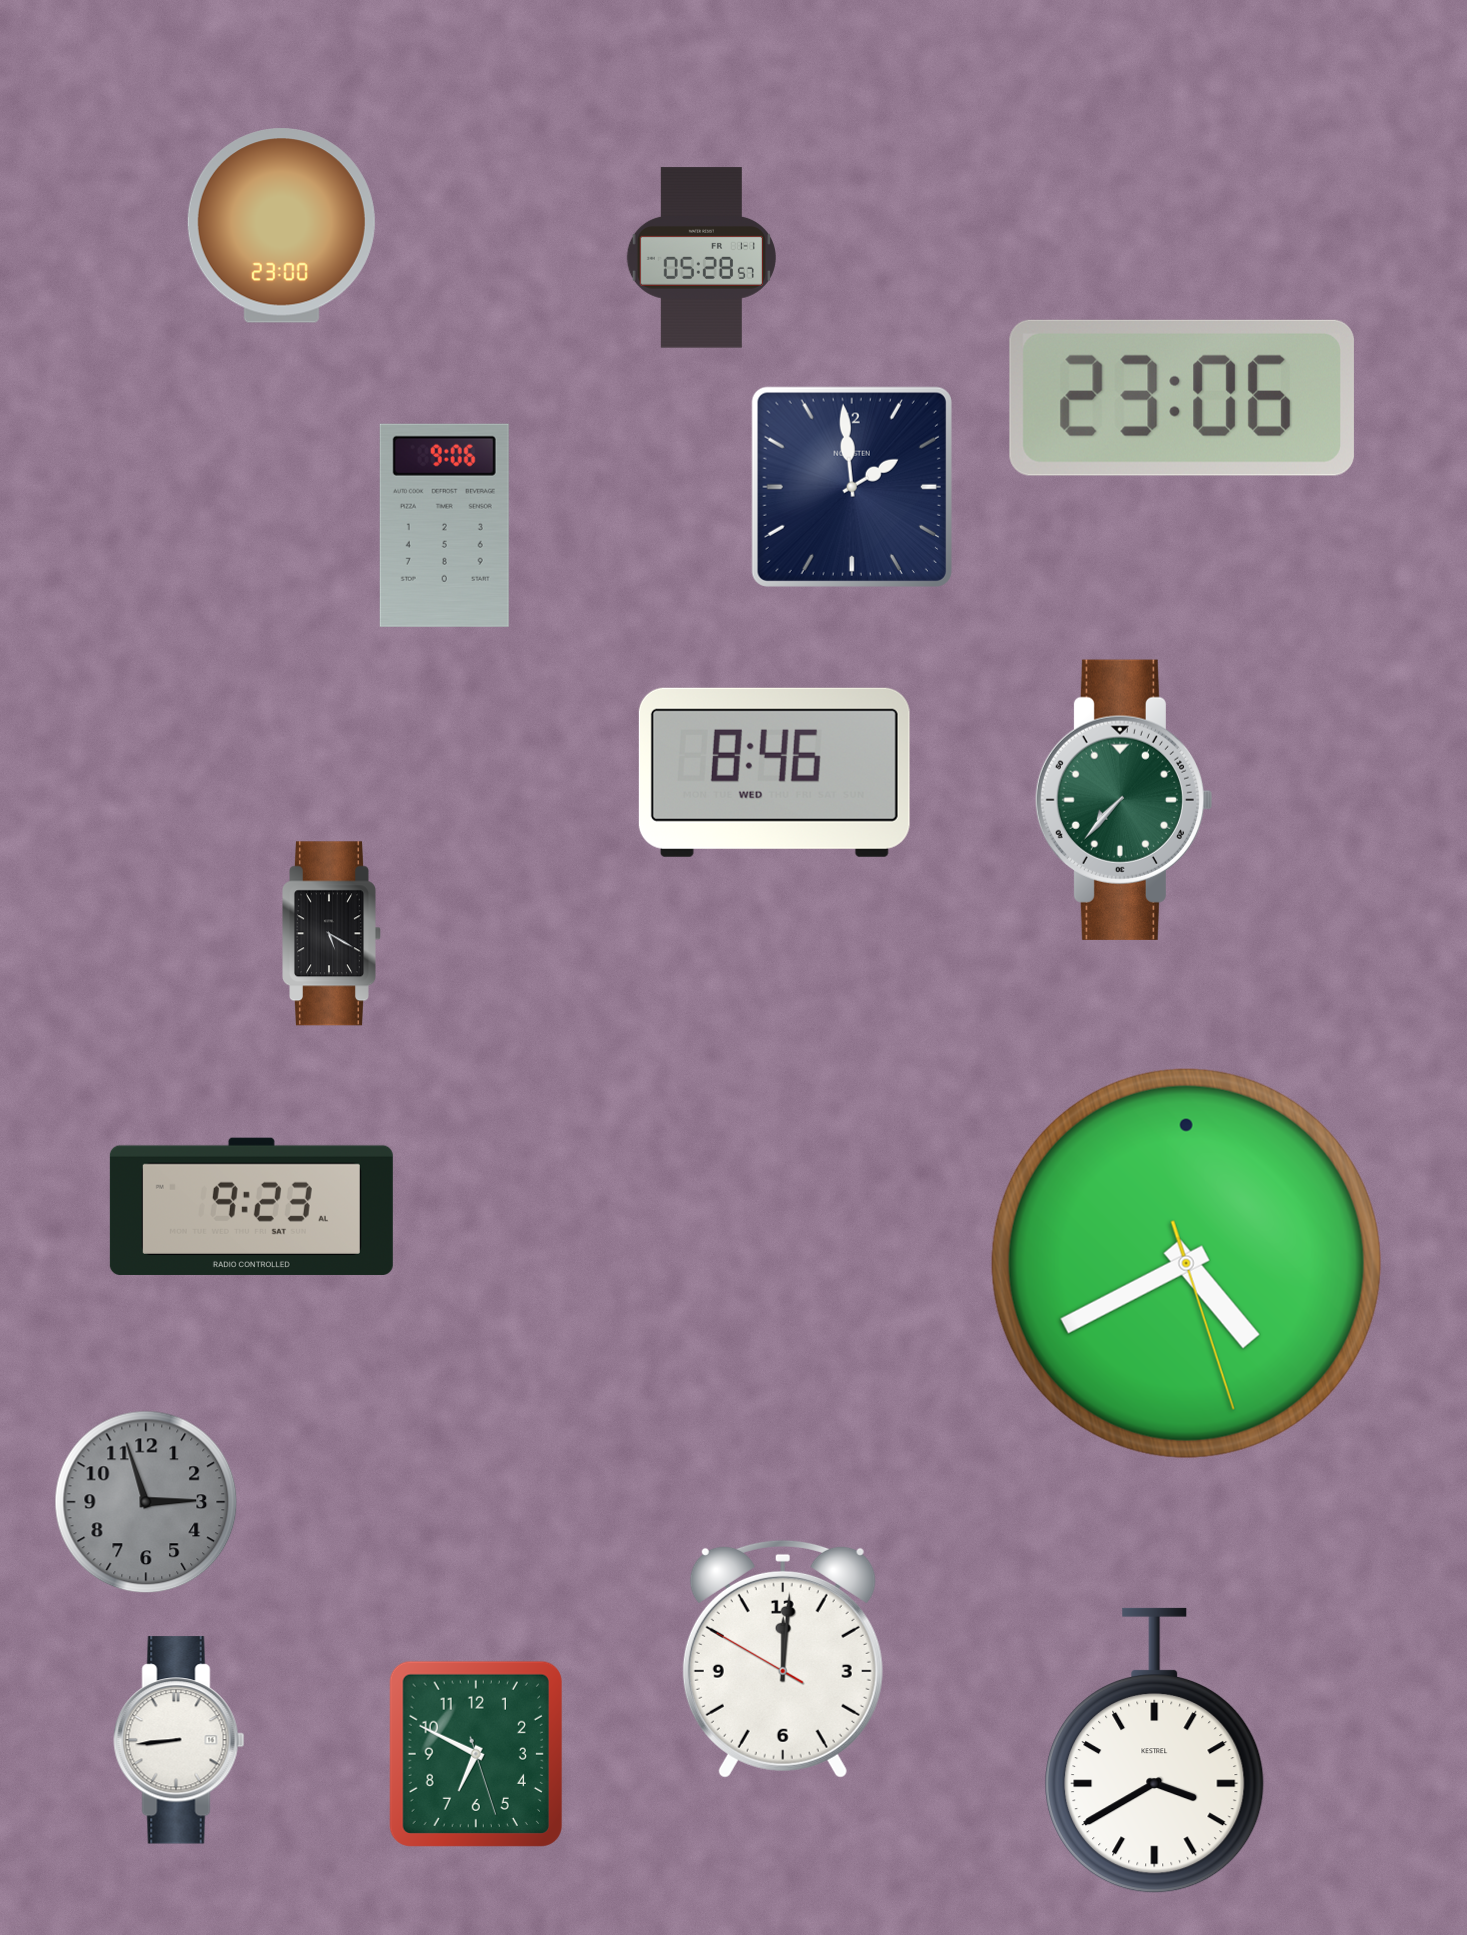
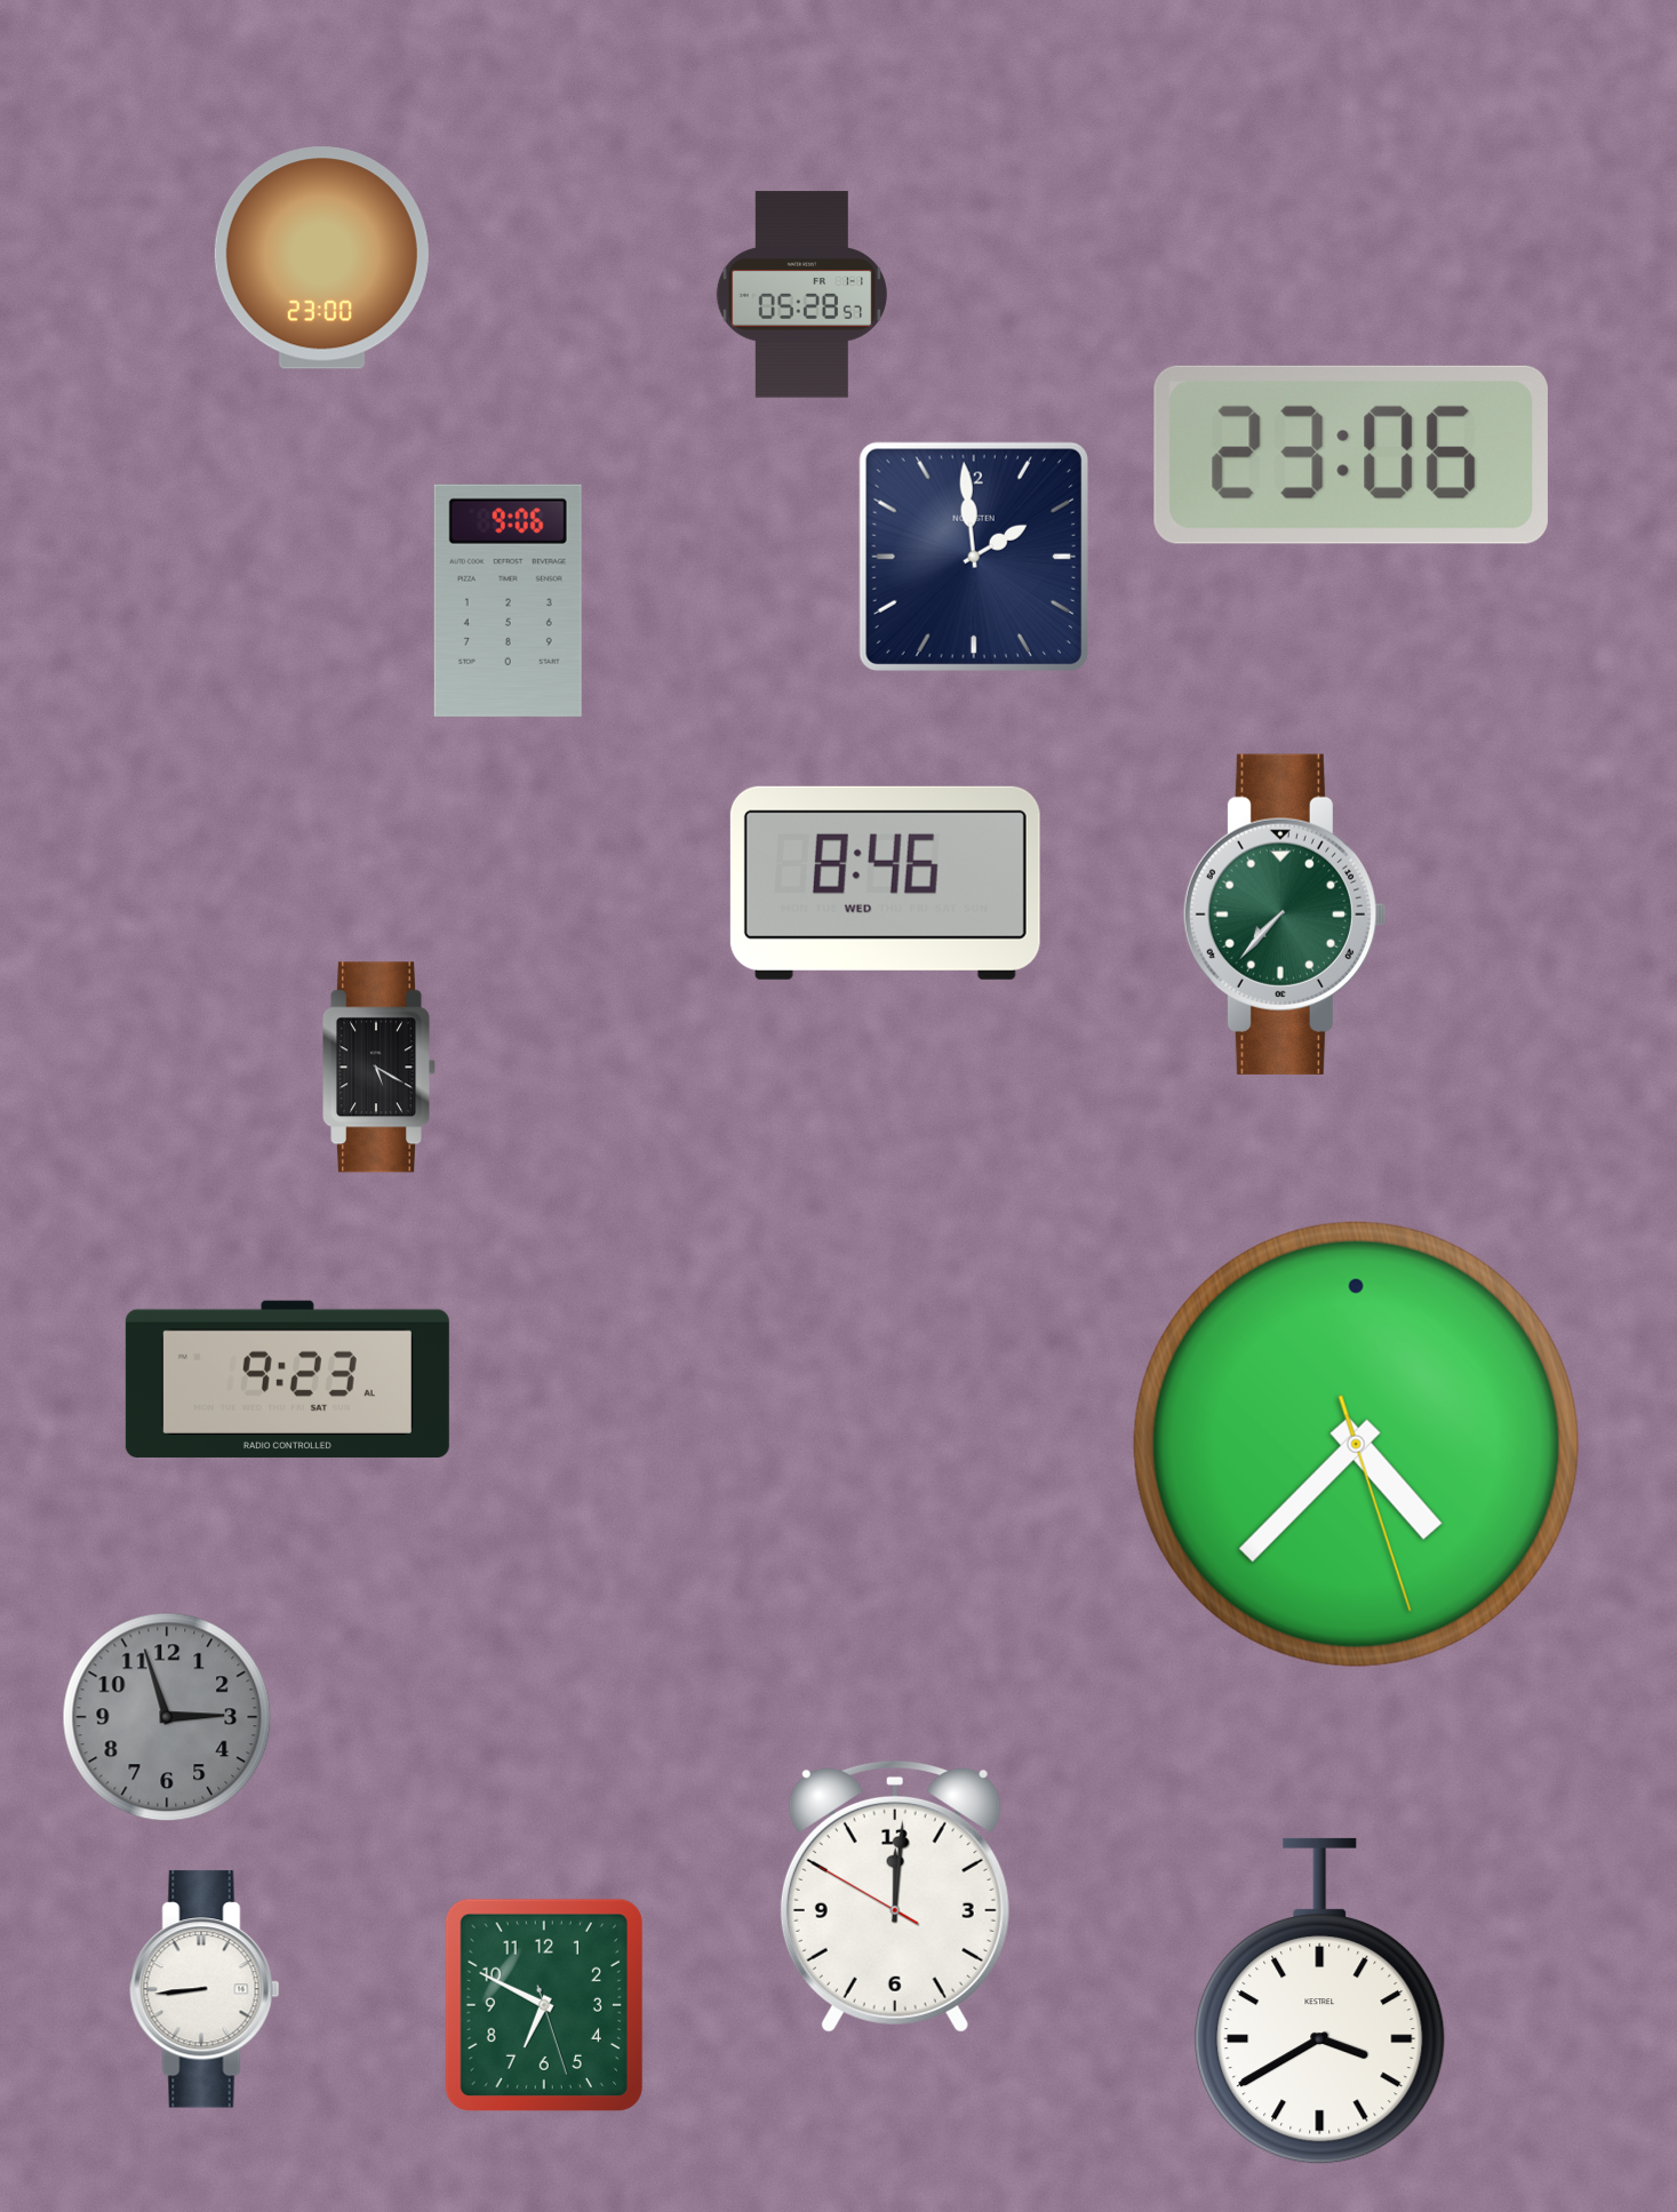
clock at (1186, 1263): 4:40 -> 4:37
